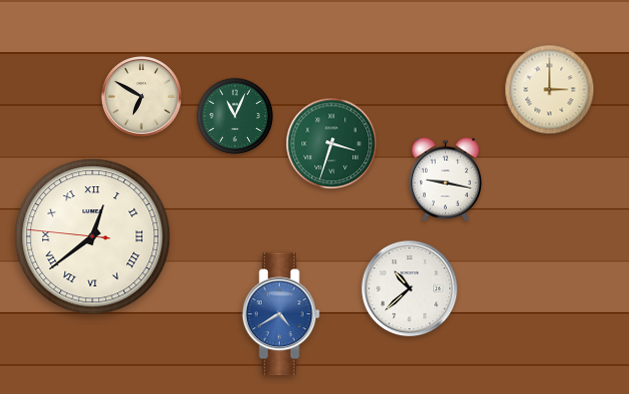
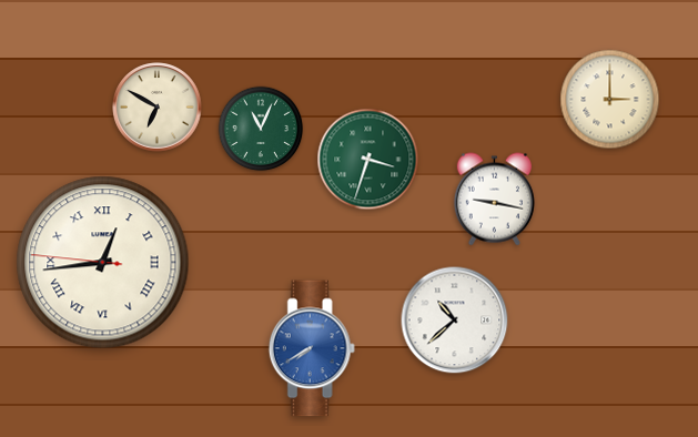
clock at (93, 237): 12:38 -> 12:43
clock at (281, 314): 4:40 -> 7:40
